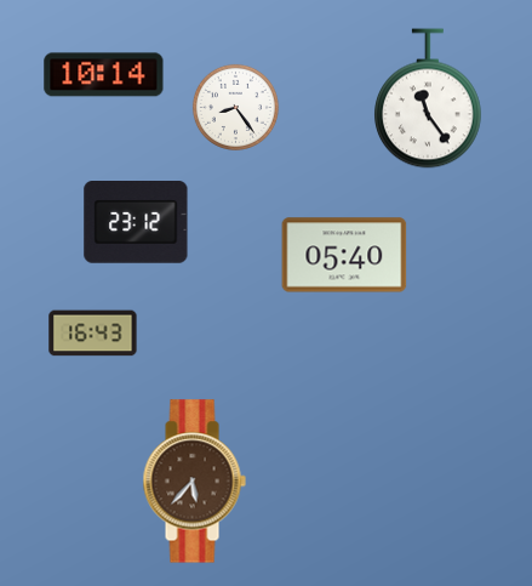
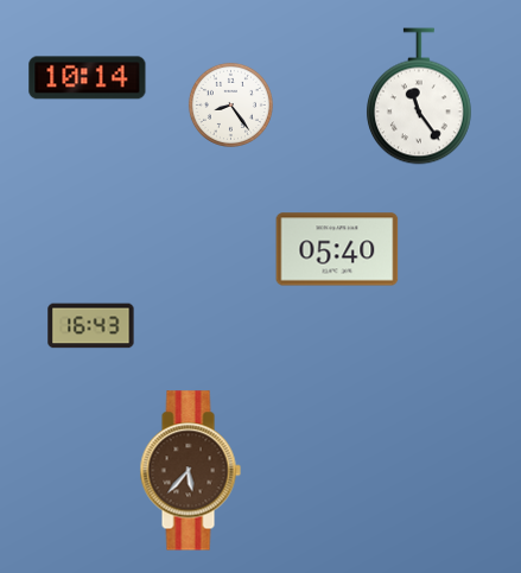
clock at (104, 75) position: (104, 75) -> (88, 78)
clock at (136, 222): 23:12 -> none
